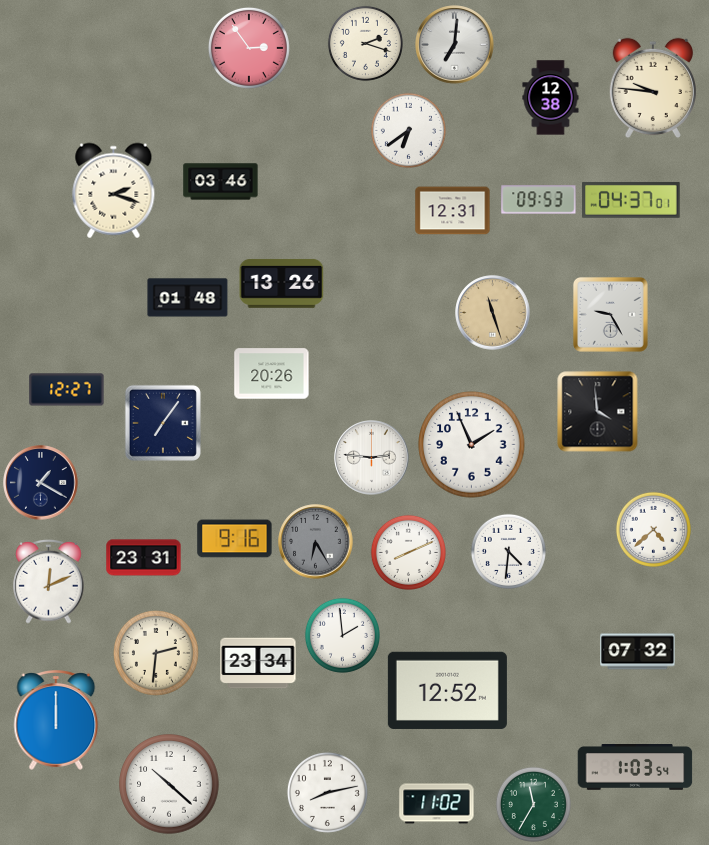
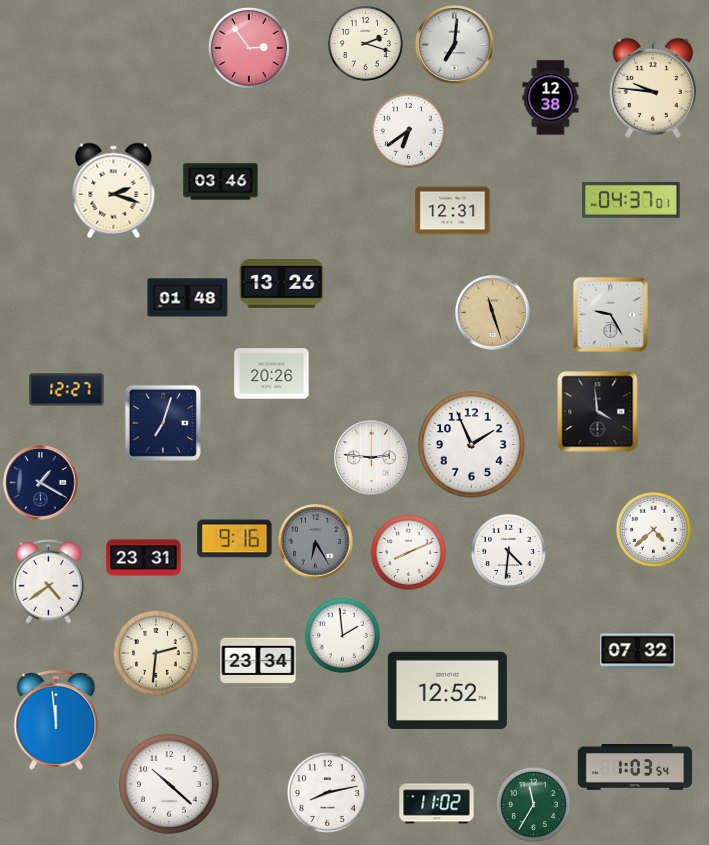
clock at (539, 200): 09:53 -> none
clock at (163, 423): 7:06 -> 7:03
clock at (49, 581): 12:11 -> 4:39
clock at (56, 721): 12:00 -> 11:59
